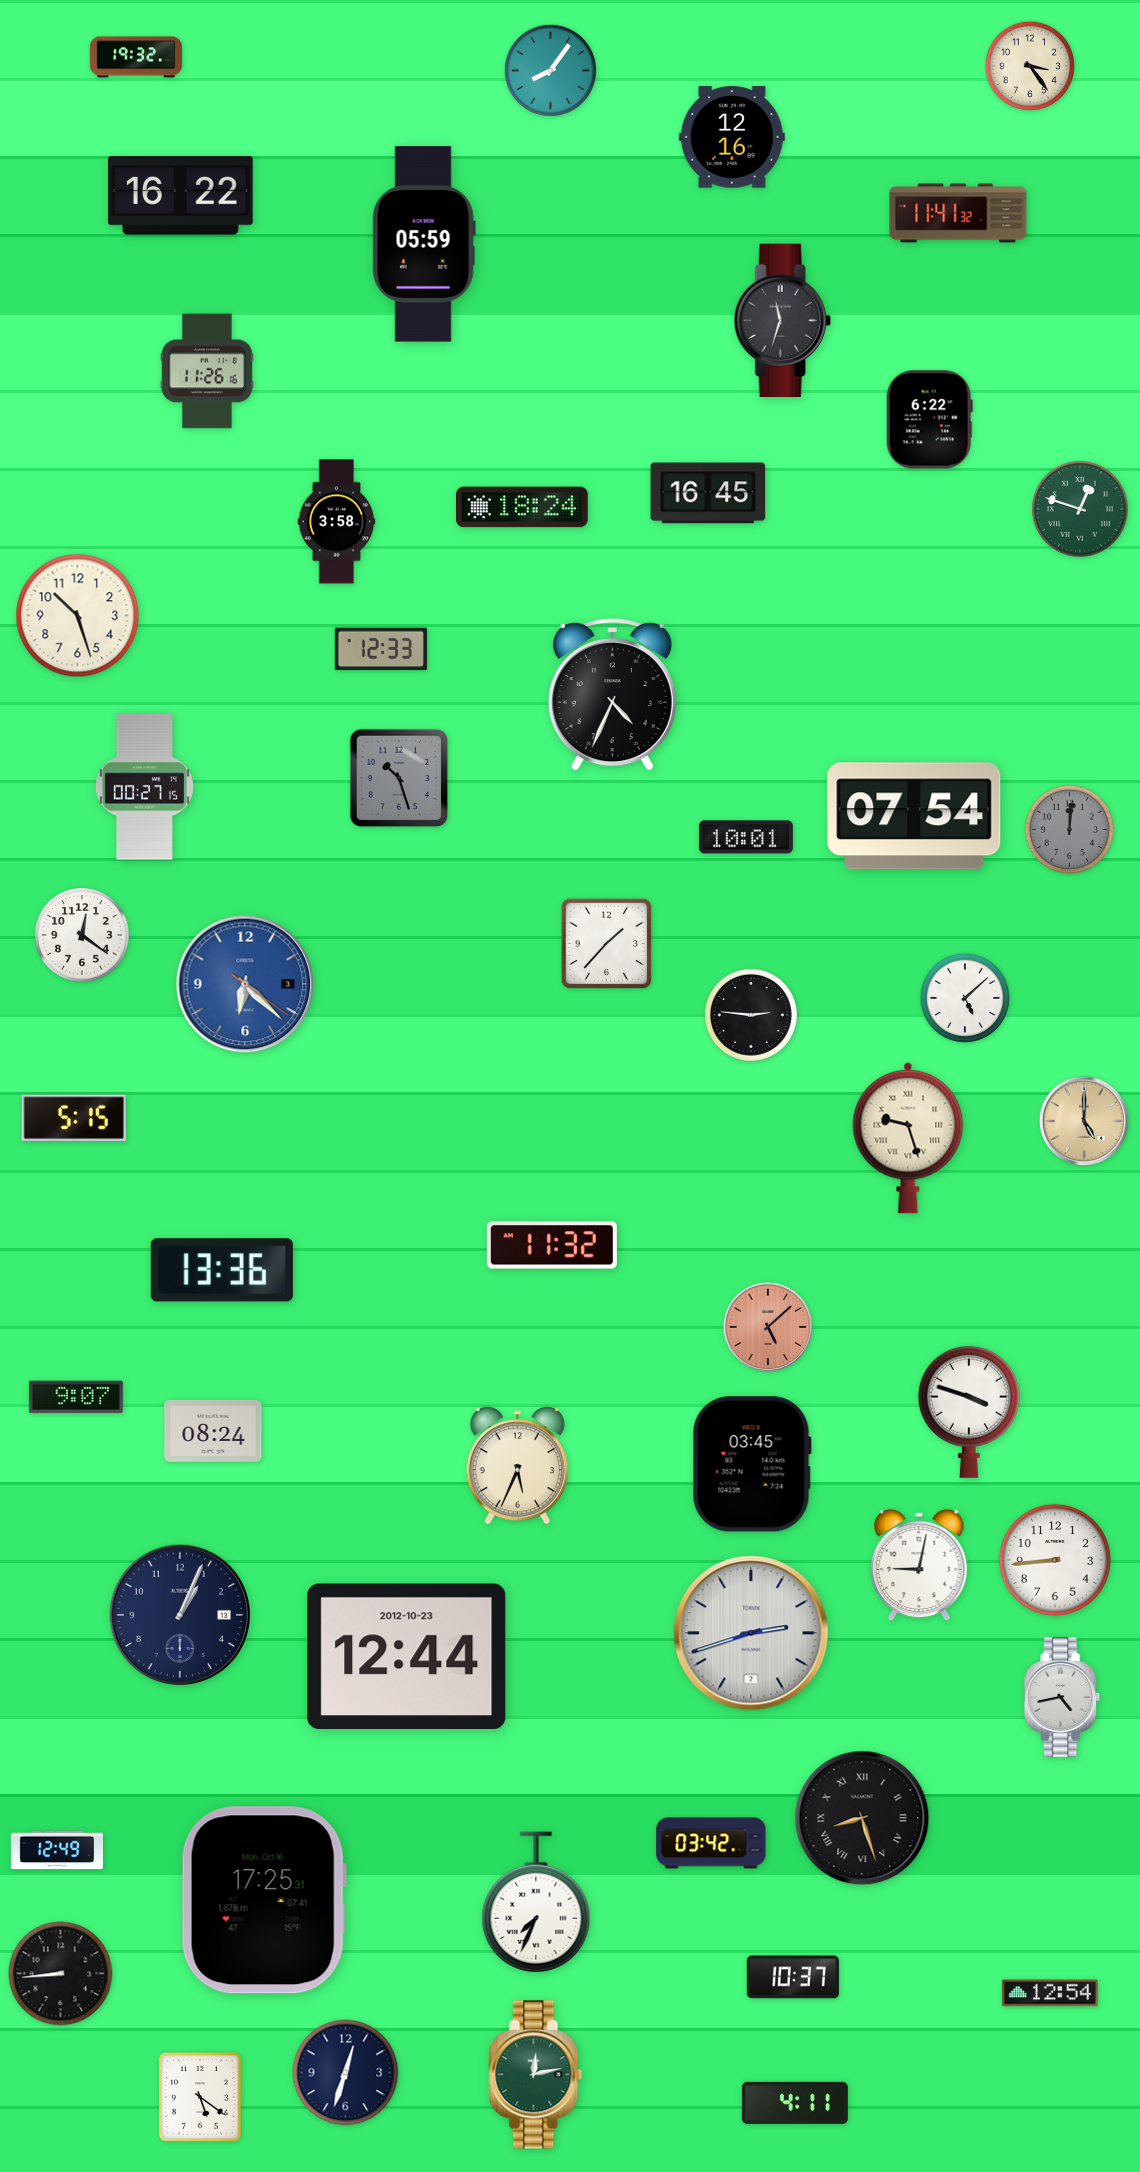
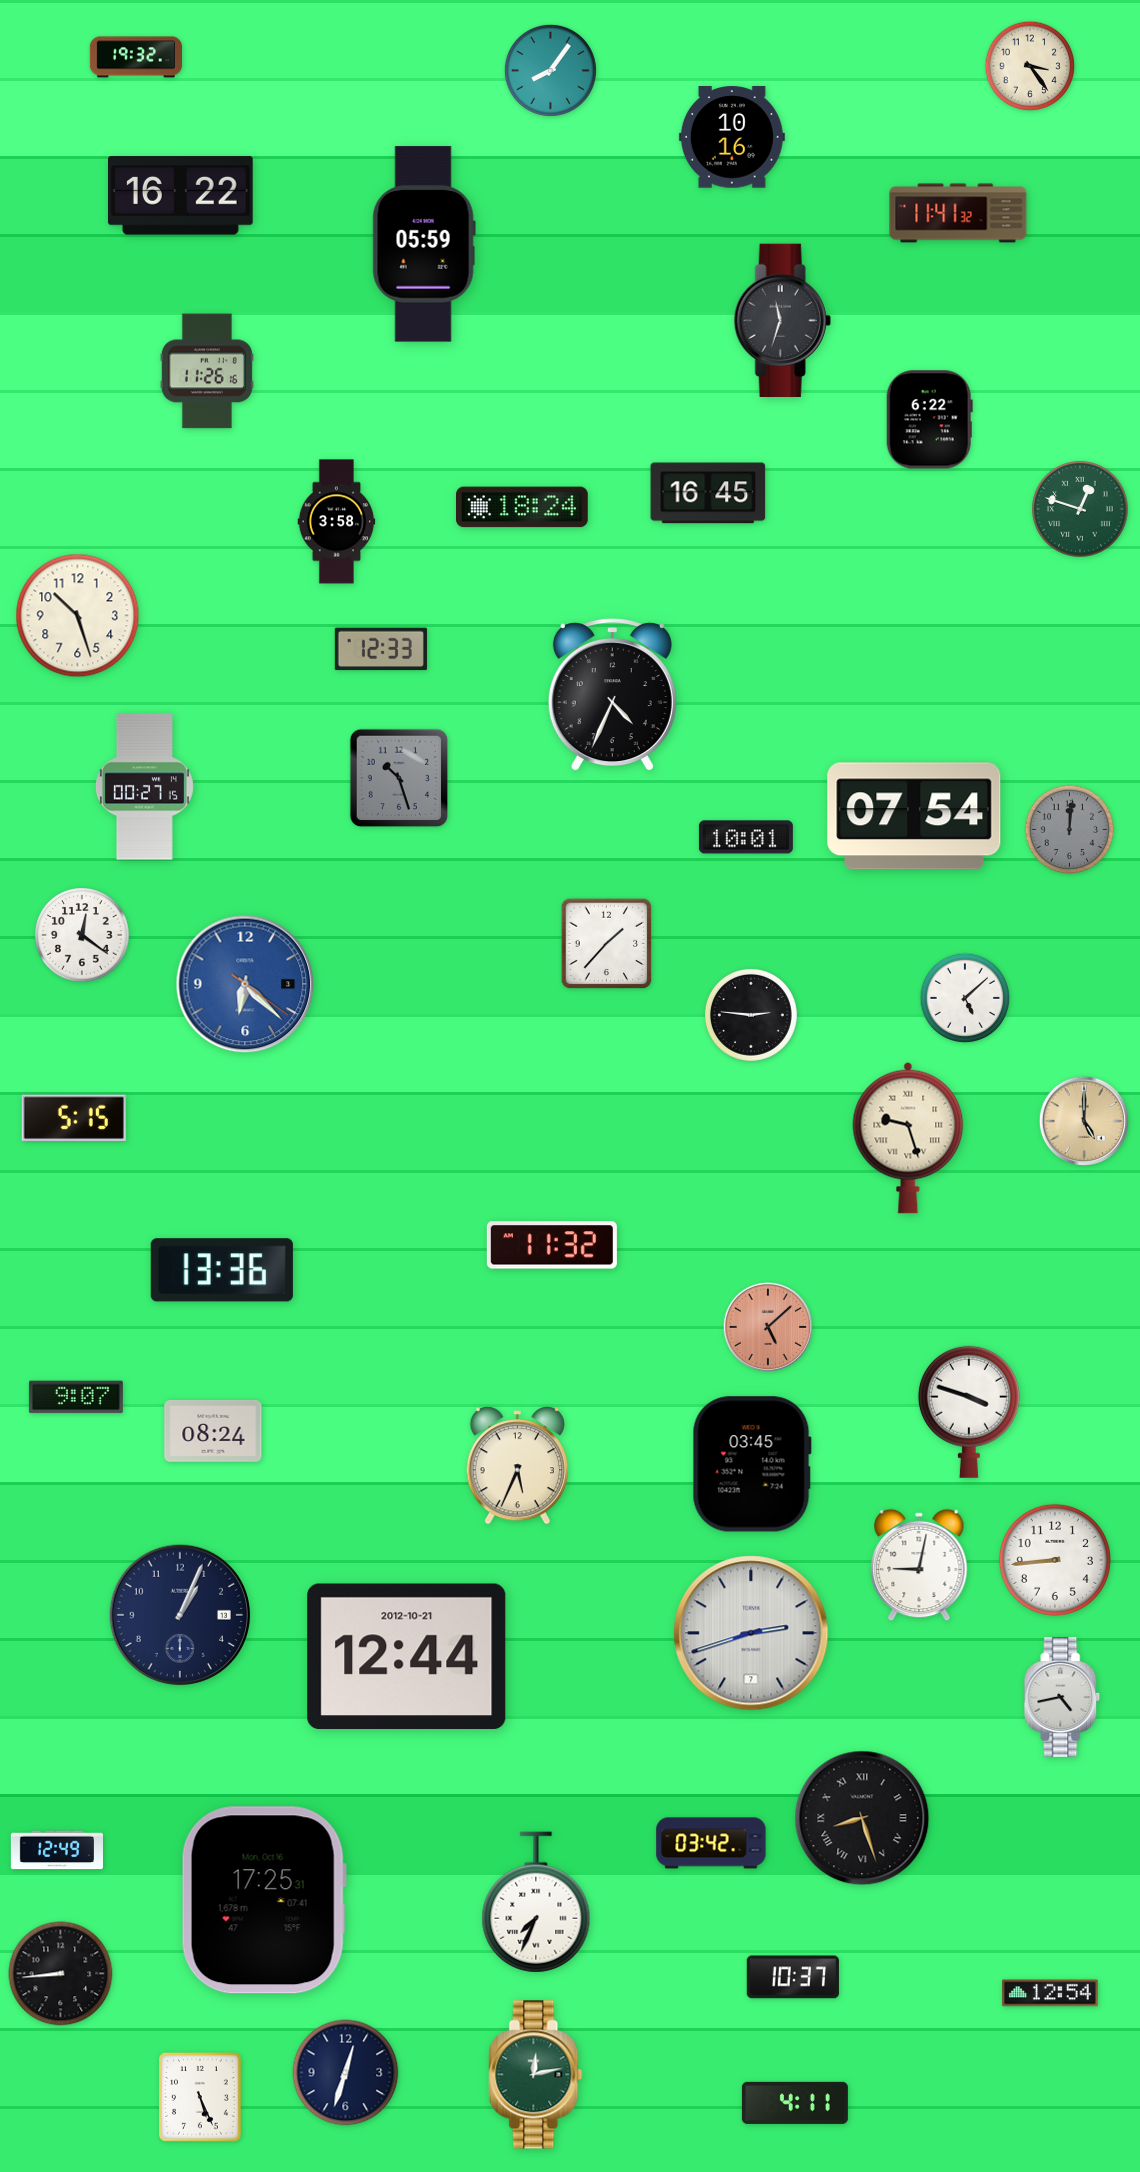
clock at (732, 137): 12:16 -> 10:16
clock at (407, 1656) date: 2012-10-23 -> 2012-10-21
clock at (201, 2098): 5:21 -> 5:26
